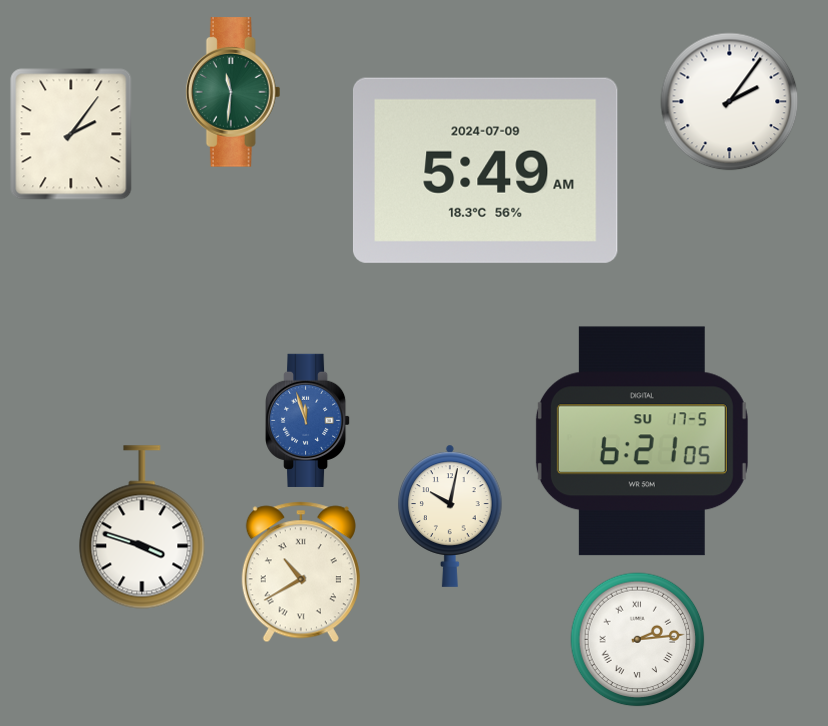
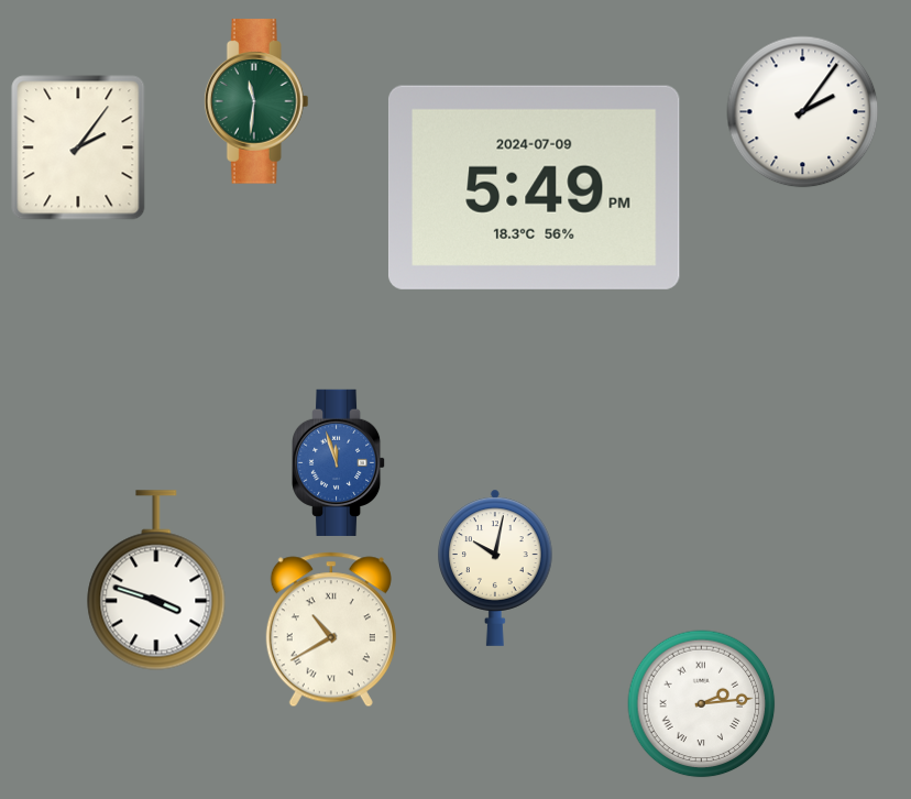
clock at (485, 170): 5:49 AM -> 5:49 PM
clock at (642, 441): 6:21 -> none
